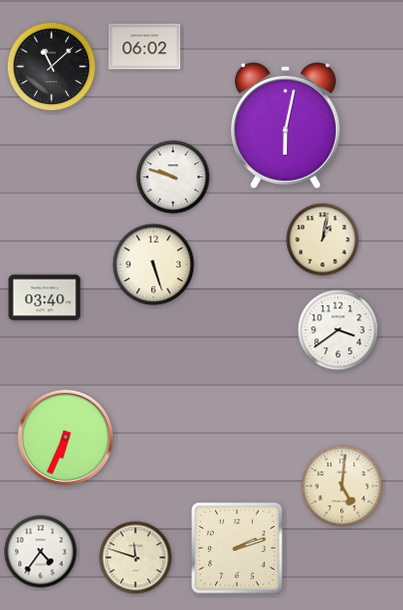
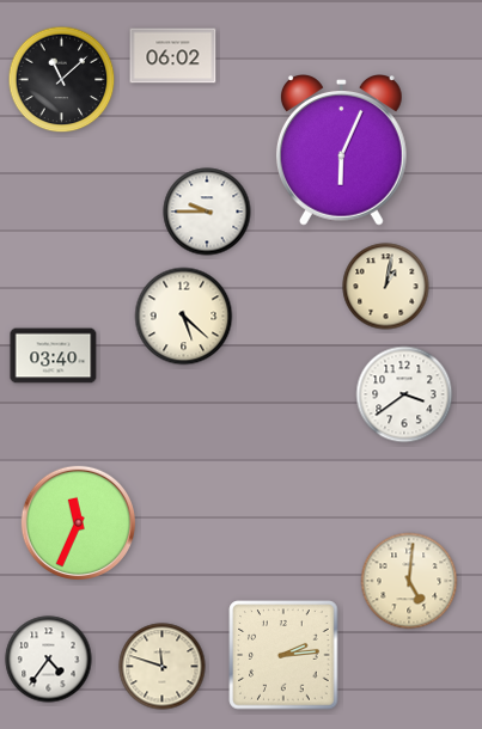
clock at (285, 126): 6:02 -> 6:04
clock at (173, 177): 9:48 -> 9:45
clock at (154, 265): 5:27 -> 5:22
clock at (65, 437): 6:34 -> 11:34
clock at (237, 548): 2:12 -> 2:14
